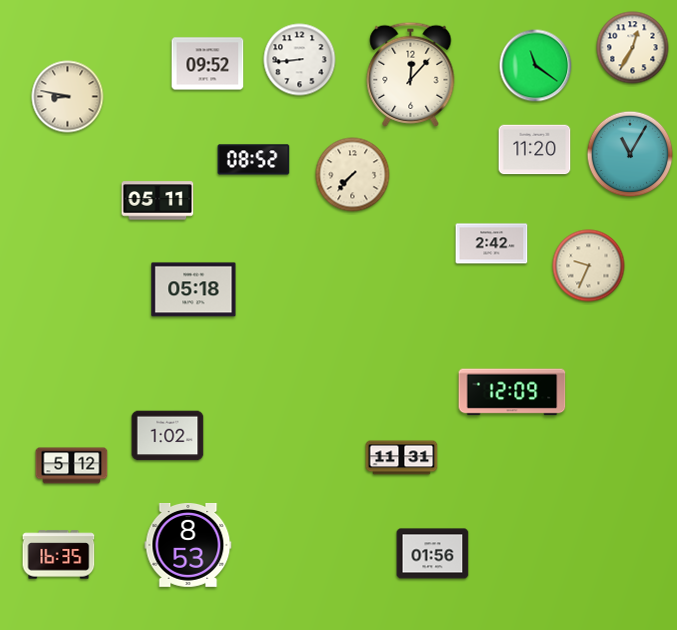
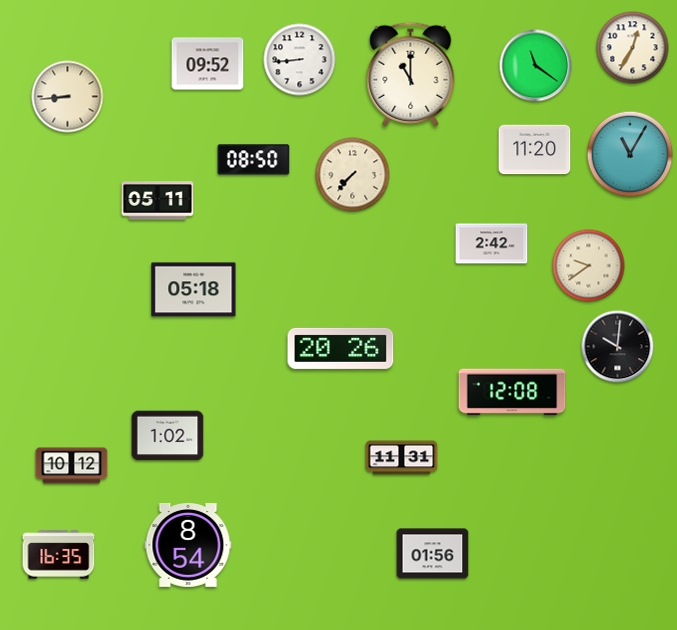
clock at (411, 74): 12:07 -> 11:00
clock at (68, 97): 8:47 -> 8:44
clock at (254, 160): 08:52 -> 08:50
clock at (589, 266): 9:34 -> 9:39
clock at (618, 347): none -> 10:01
clock at (341, 348): none -> 20:26
clock at (512, 392): 12:09 -> 12:08
clock at (72, 466): 5:12 -> 10:12
clock at (188, 546): 8:53 -> 8:54
